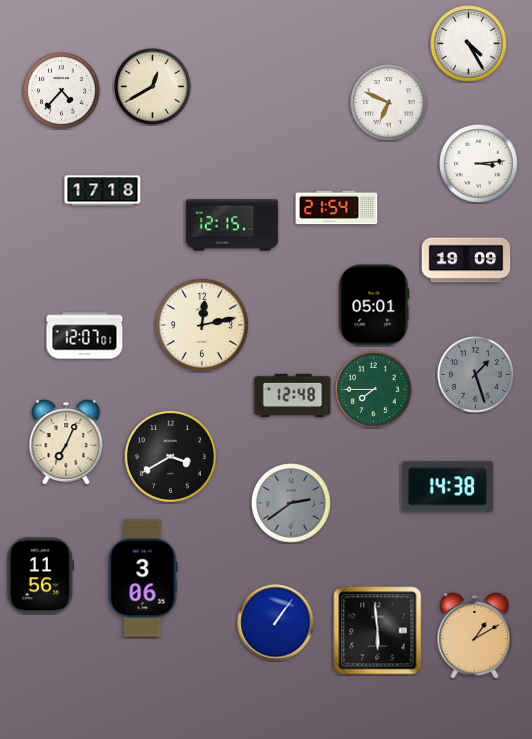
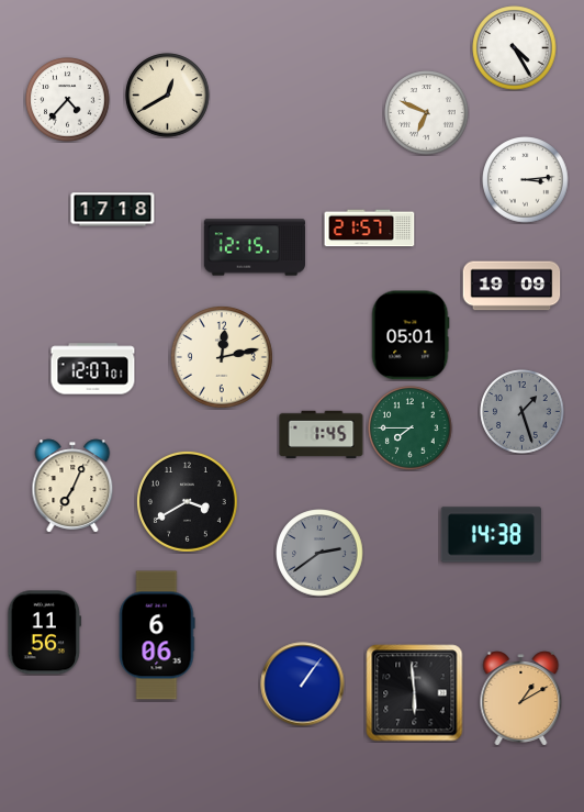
clock at (337, 208): 21:54 -> 21:57
clock at (293, 396): 12:48 -> 1:45
clock at (143, 578): 3:06 -> 6:06
